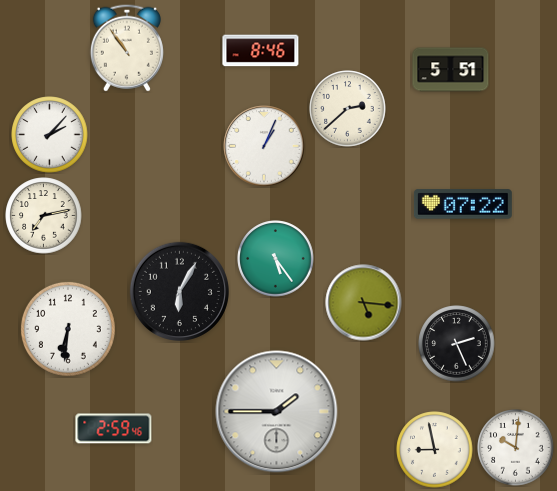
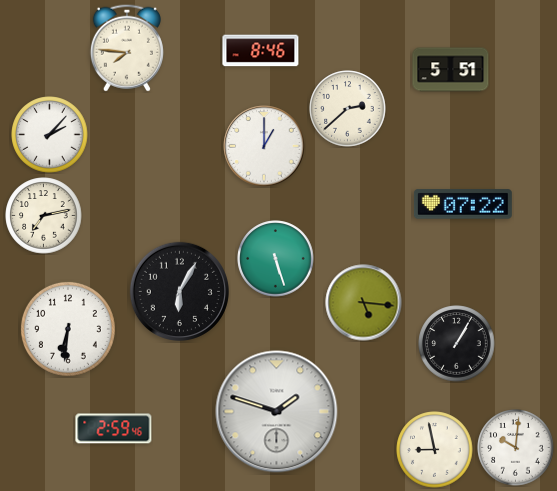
clock at (127, 48): 10:54 -> 7:46
clock at (264, 146): 1:04 -> 1:00
clock at (276, 259): 5:24 -> 5:27
clock at (457, 344): 2:26 -> 1:05
clock at (277, 412): 1:45 -> 1:48
